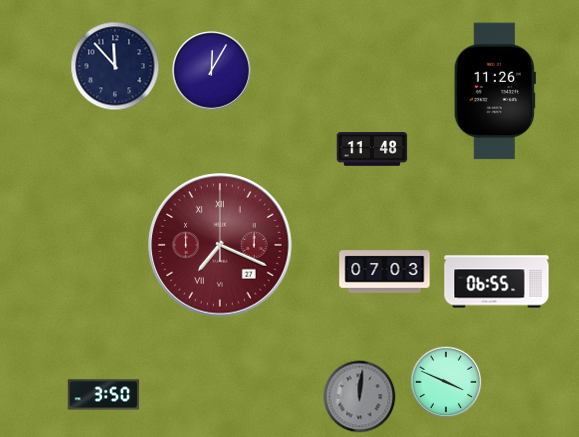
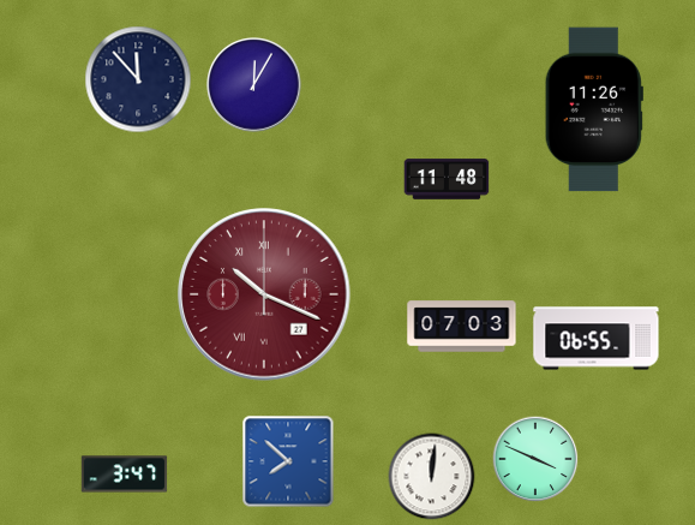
clock at (220, 245): 7:19 -> 10:19
clock at (288, 461): none -> 7:52
clock at (104, 395): 3:50 -> 3:47
clock at (360, 397) dial: grey -> white
